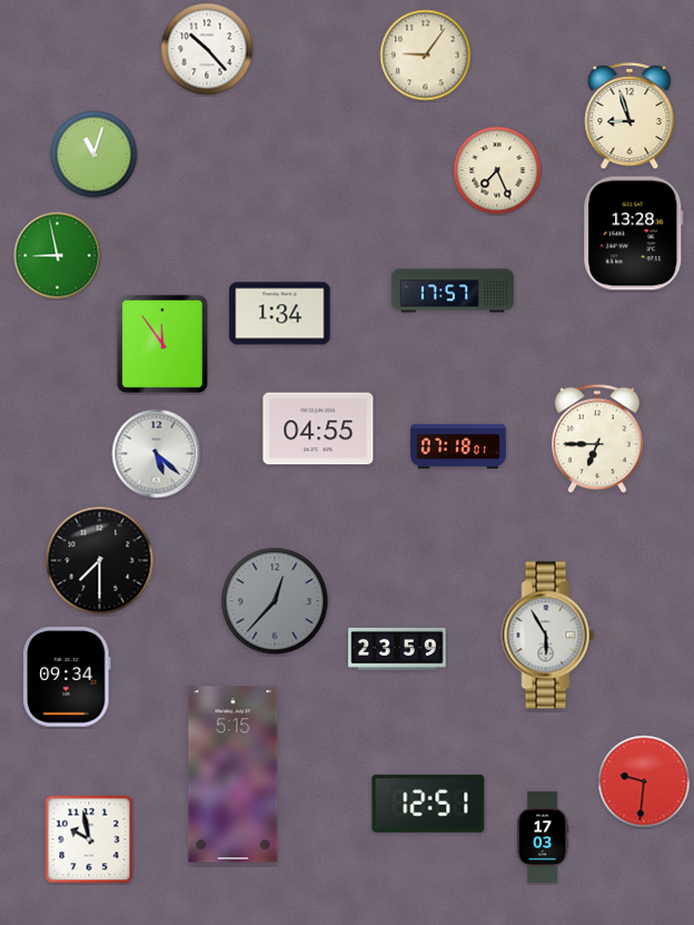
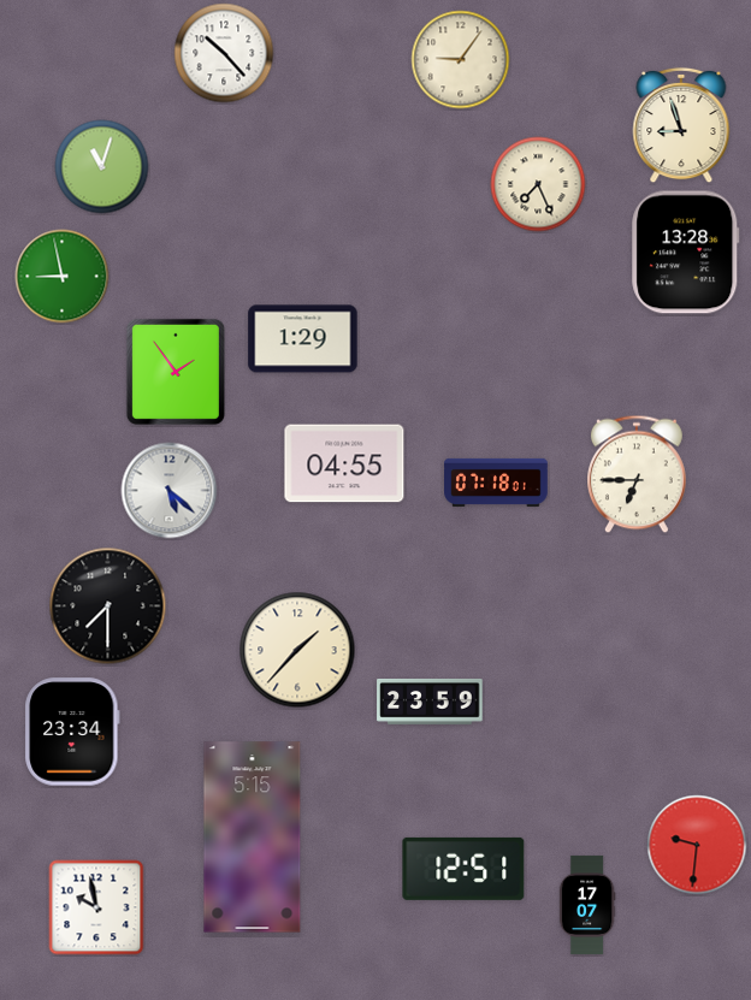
clock at (453, 291): 17:57 -> none
clock at (280, 314): 1:34 -> 1:29
clock at (162, 344): 11:54 -> 1:54
clock at (598, 439) position: (598, 439) -> (638, 474)
clock at (275, 601): 12:37 -> 1:37
clock at (275, 601) dial: grey -> cream
clock at (548, 636): 5:55 -> none
clock at (67, 677): 09:34 -> 23:34
clock at (543, 837): 17:03 -> 17:07
